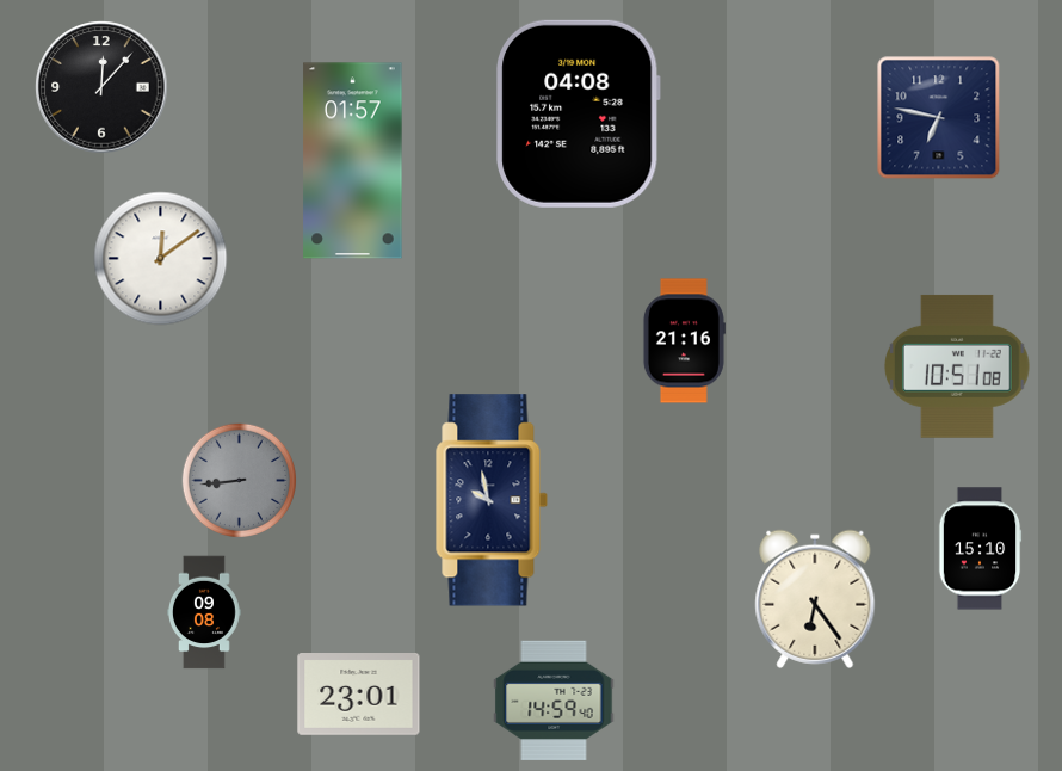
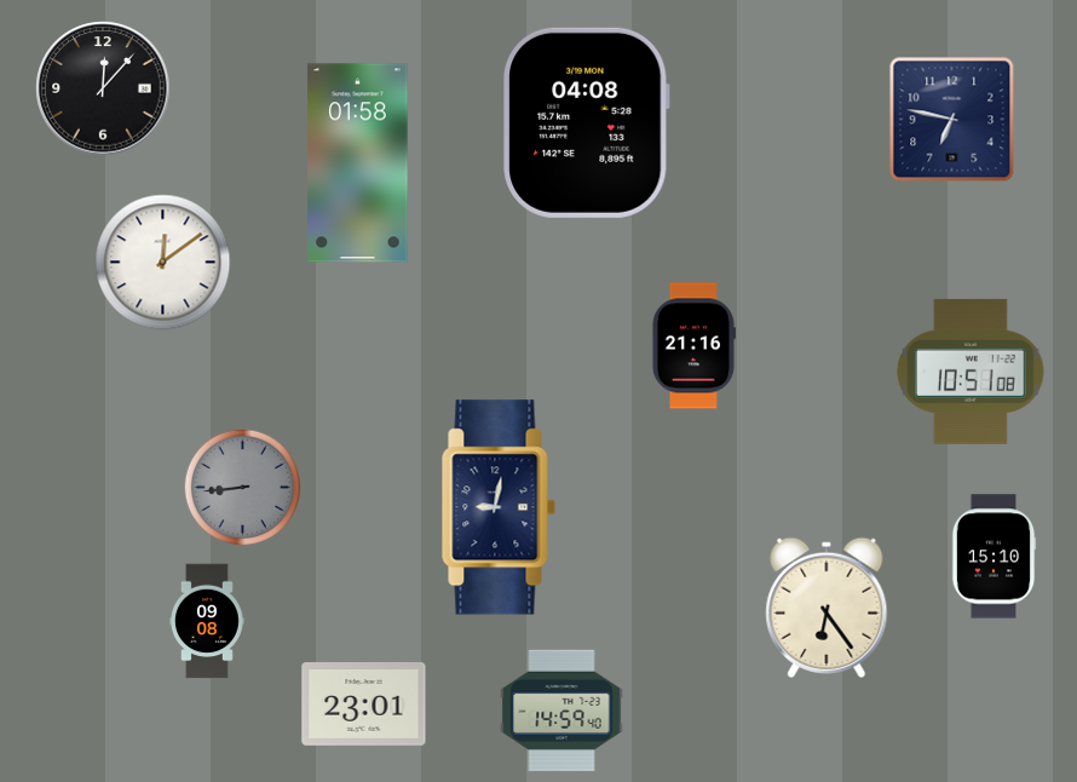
clock at (579, 113) position: (579, 113) -> (587, 122)
clock at (353, 161): 01:57 -> 01:58
clock at (492, 500): 9:58 -> 9:02
